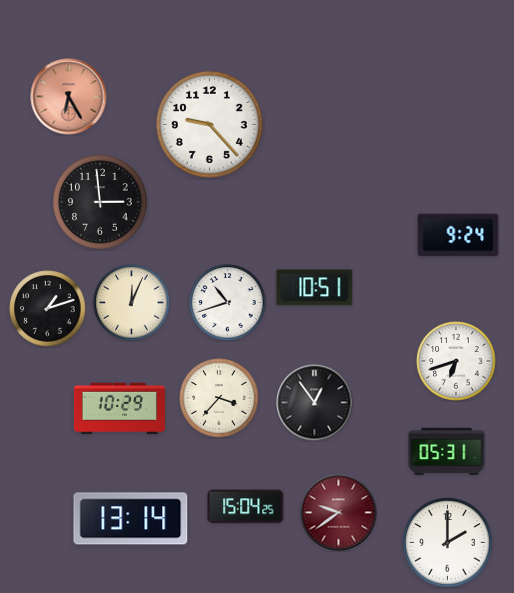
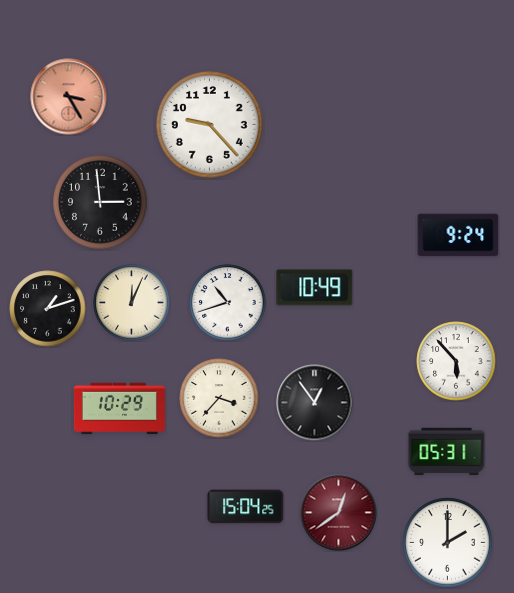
clock at (69, 97): 6:25 -> 3:25
clock at (315, 288): 10:51 -> 10:49
clock at (456, 361): 6:42 -> 5:53
clock at (339, 513): 9:39 -> 12:39
clock at (131, 519): 13:14 -> none
